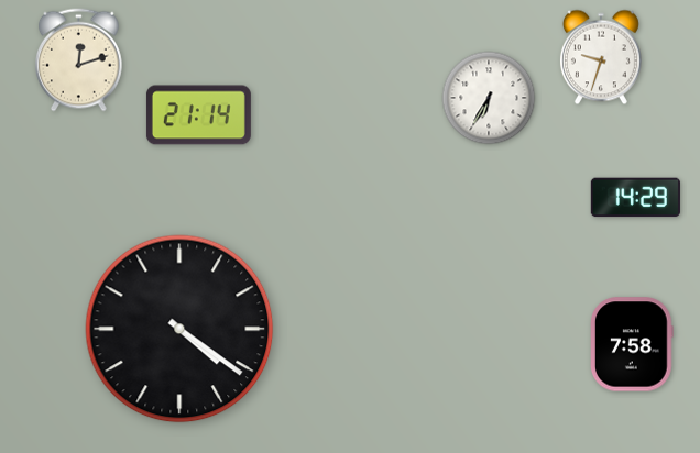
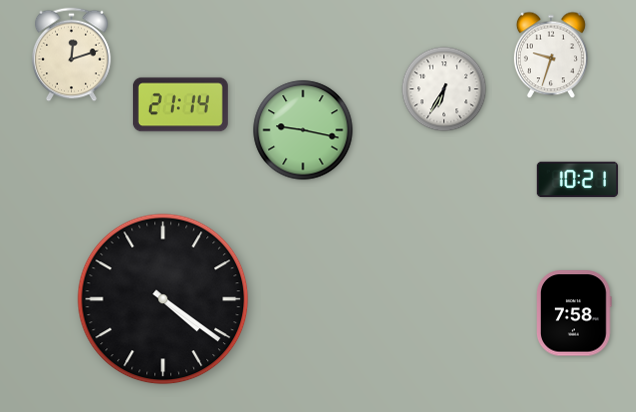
clock at (601, 57) position: (601, 57) -> (551, 55)
clock at (303, 130): none -> 9:17
clock at (635, 198): 14:29 -> 10:21
